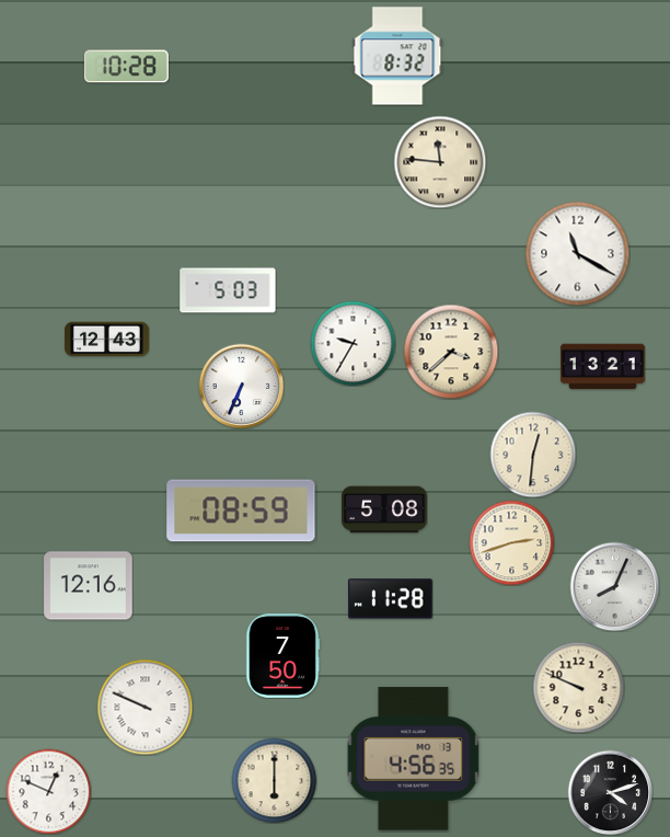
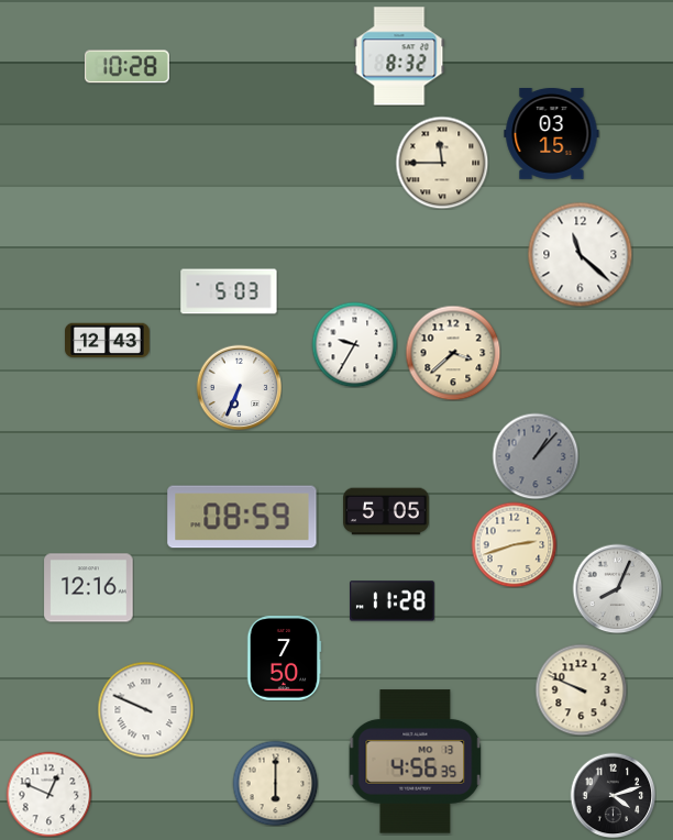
clock at (552, 133): none -> 03:15
clock at (440, 162): 11:46 -> 11:45
clock at (577, 253): 11:20 -> 11:22
clock at (603, 367): 13:21 -> none
clock at (241, 386) position: (241, 386) -> (239, 387)
clock at (533, 455): 12:31 -> 1:07
clock at (533, 455) dial: cream -> grey
clock at (384, 509): 5:08 -> 5:05
clock at (241, 511) position: (241, 511) -> (242, 517)
